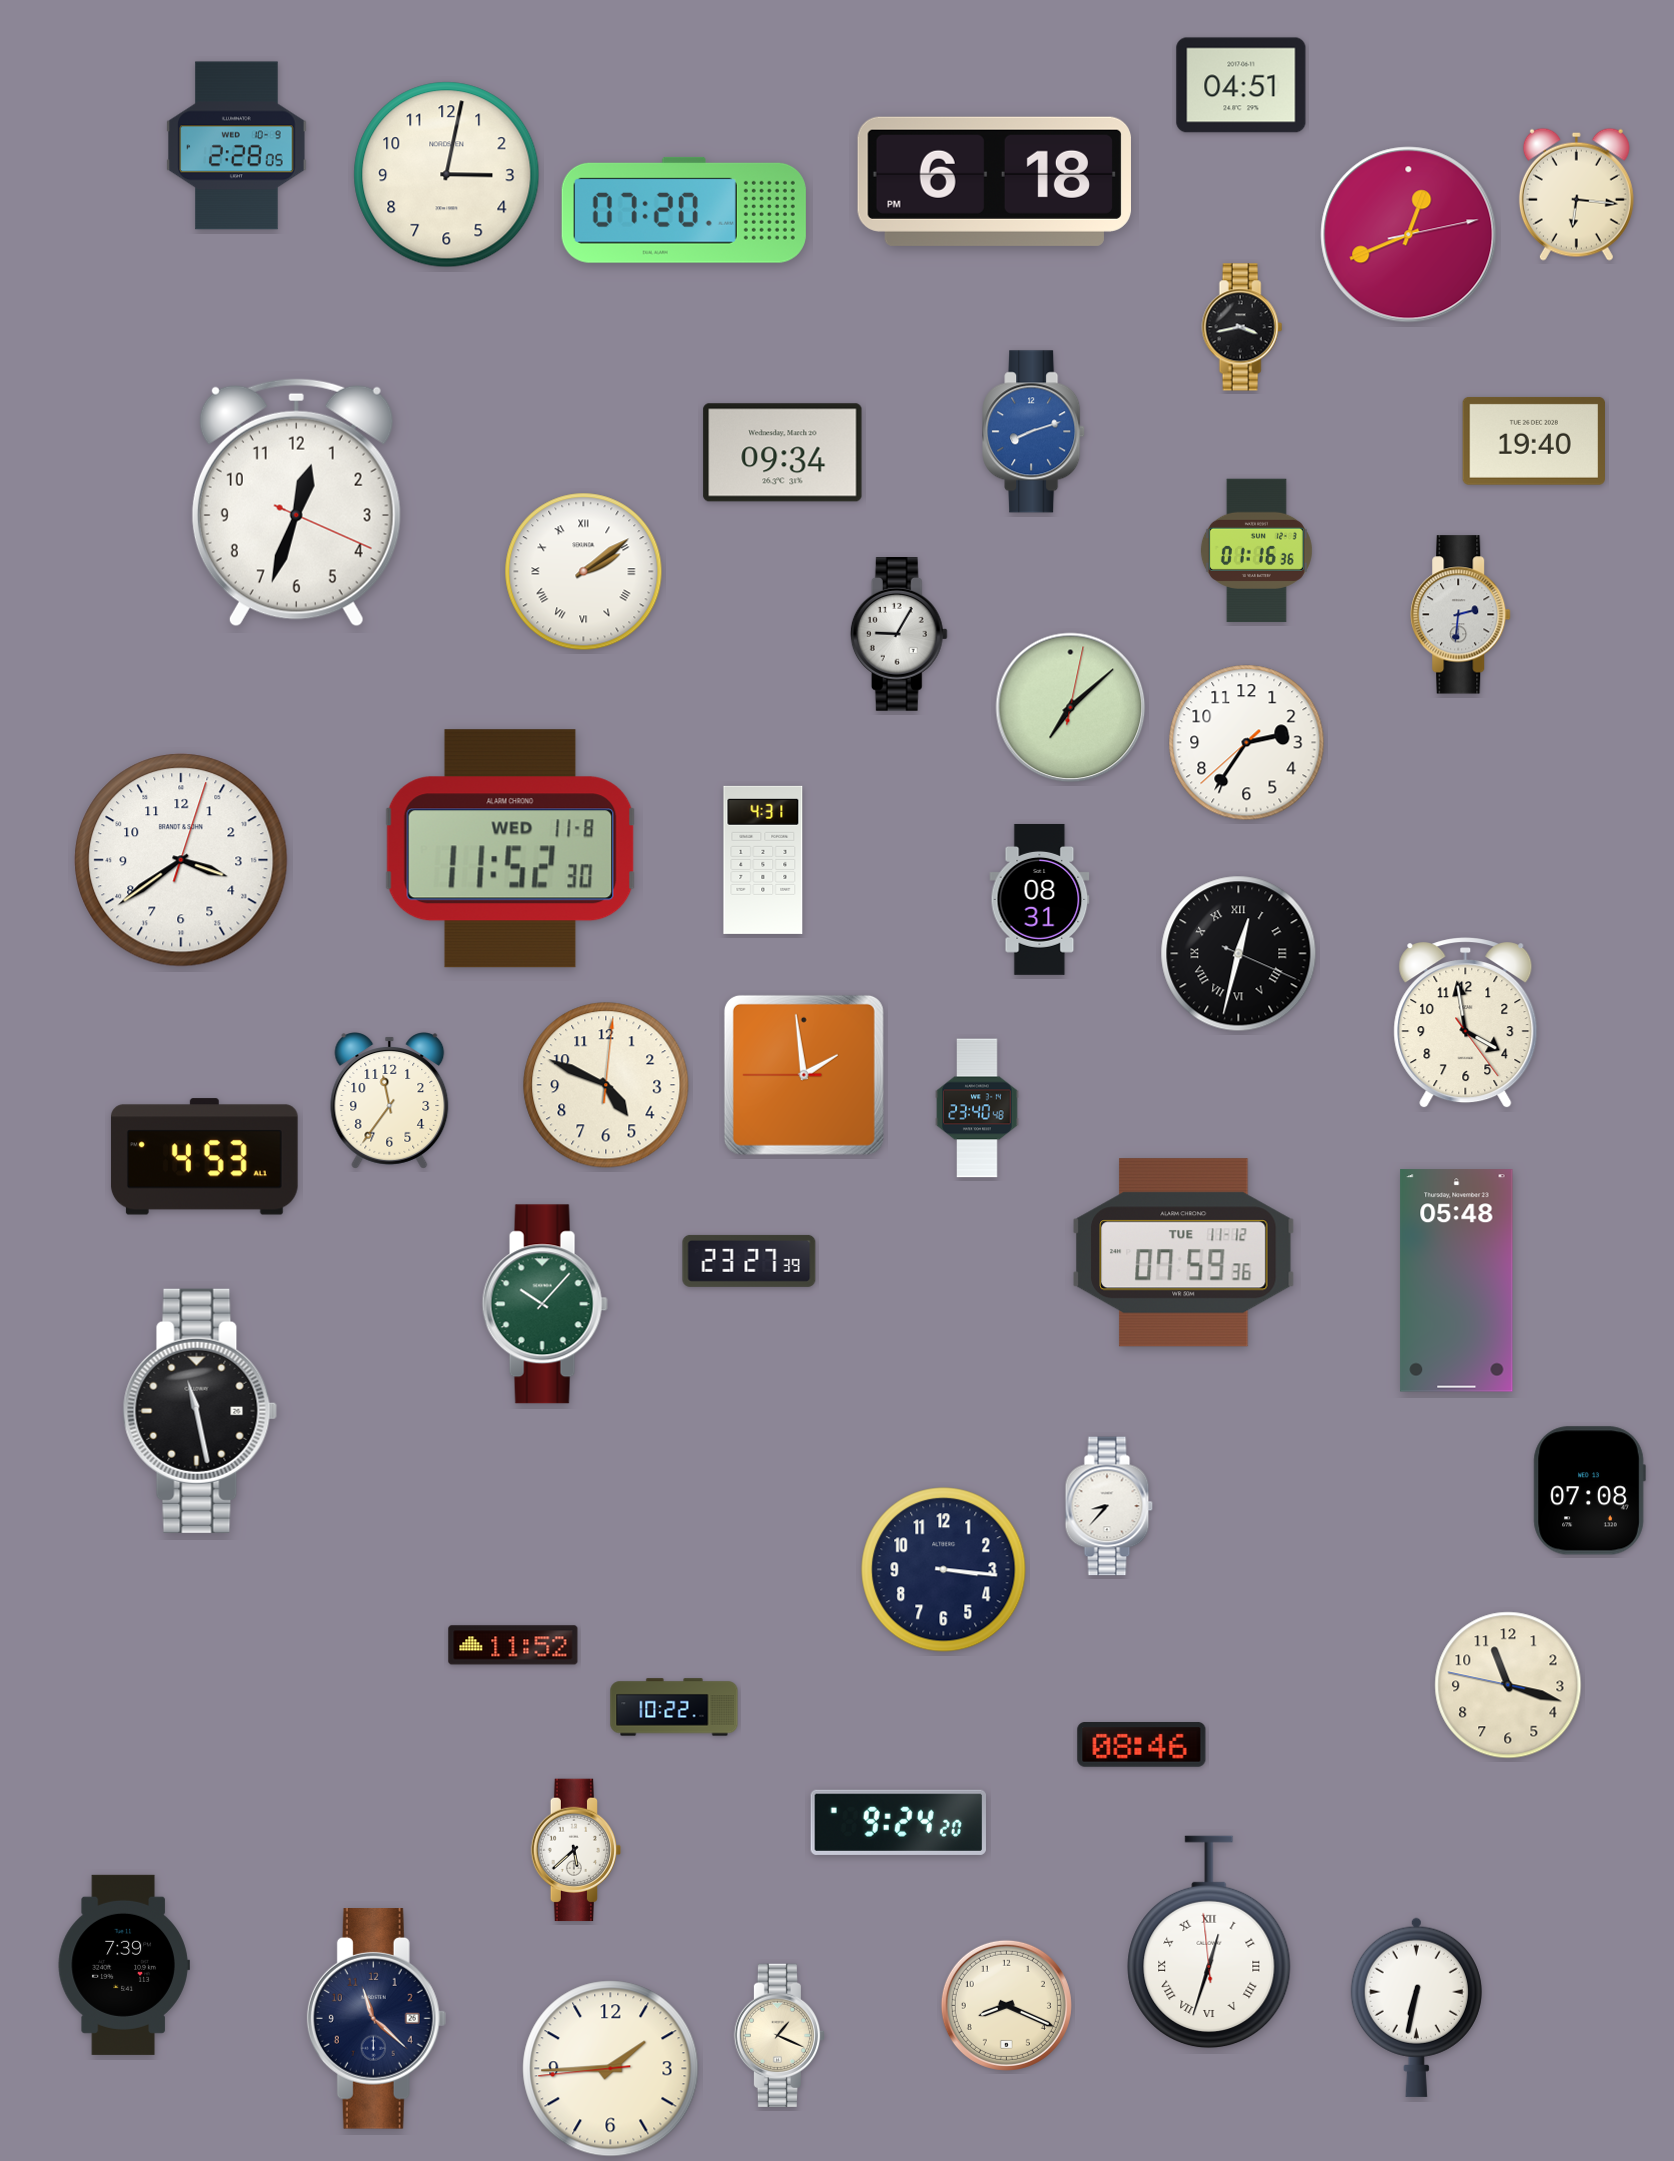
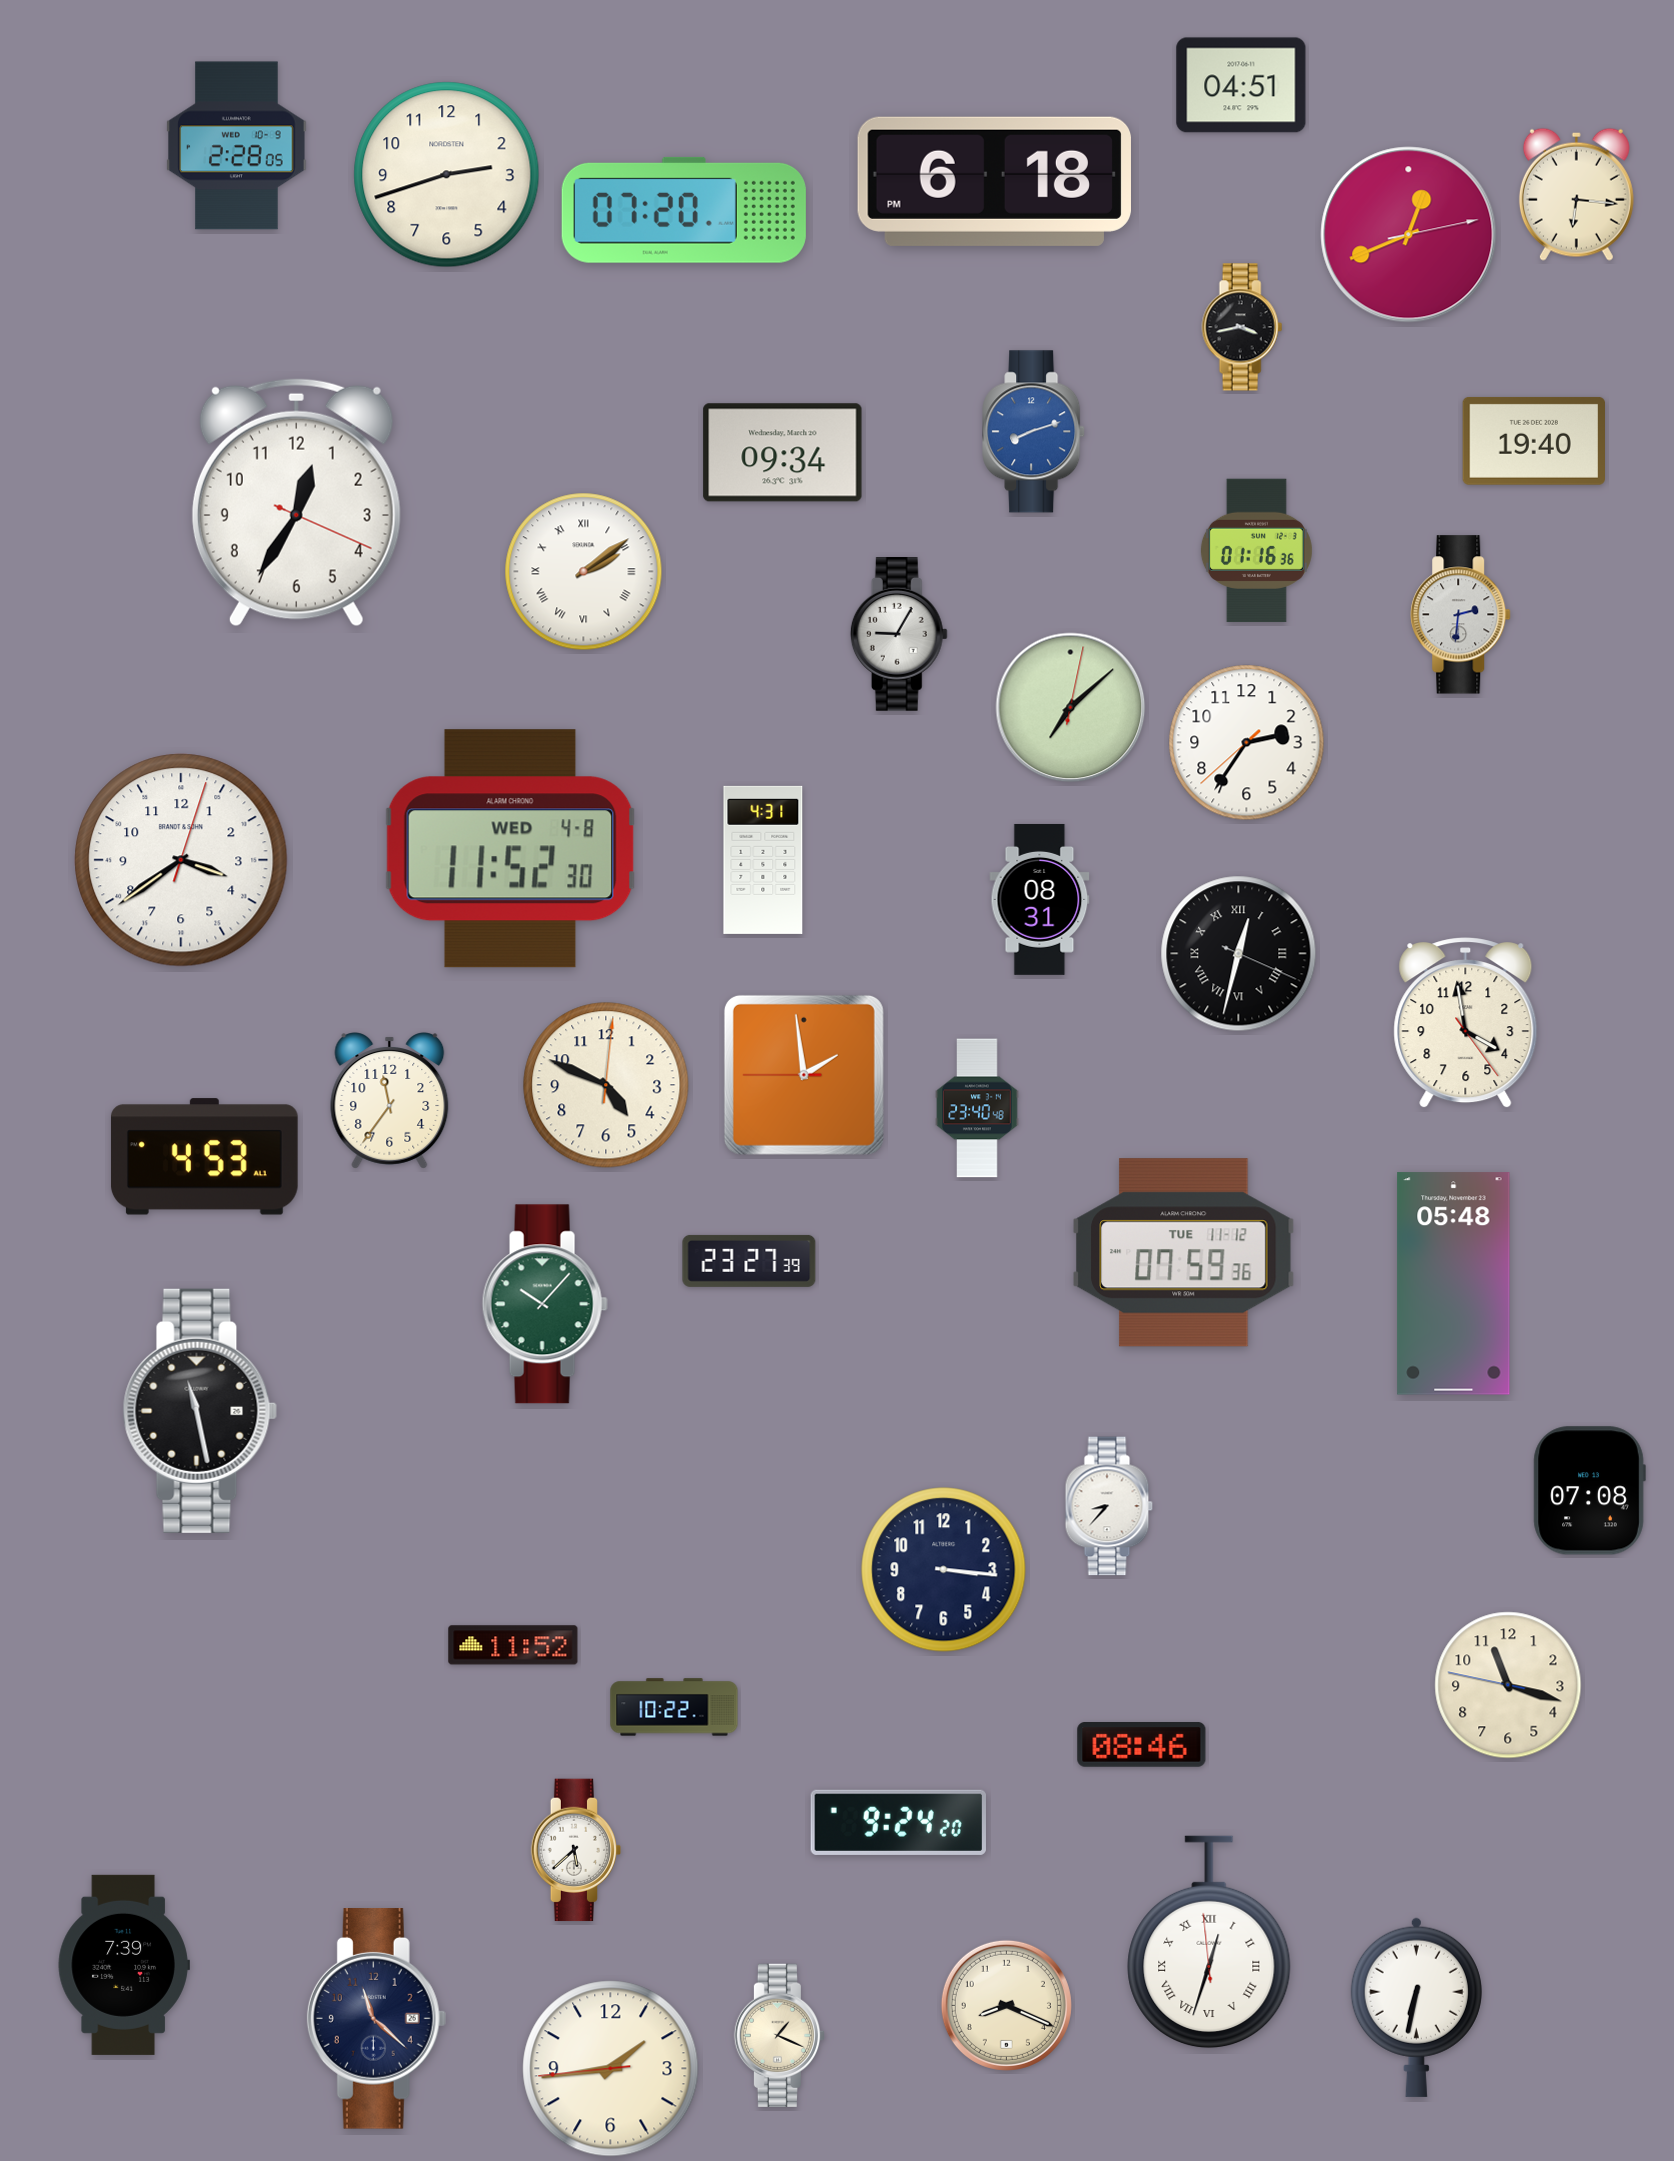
clock at (447, 175): 3:02 -> 2:42
clock at (296, 502): 12:33 -> 12:35
clock at (511, 849) date: WED 11-8 -> WED 4-8
clock at (1457, 1281) position: (1457, 1281) -> (1454, 1284)
clock at (611, 2069): 1:44 -> 1:43
